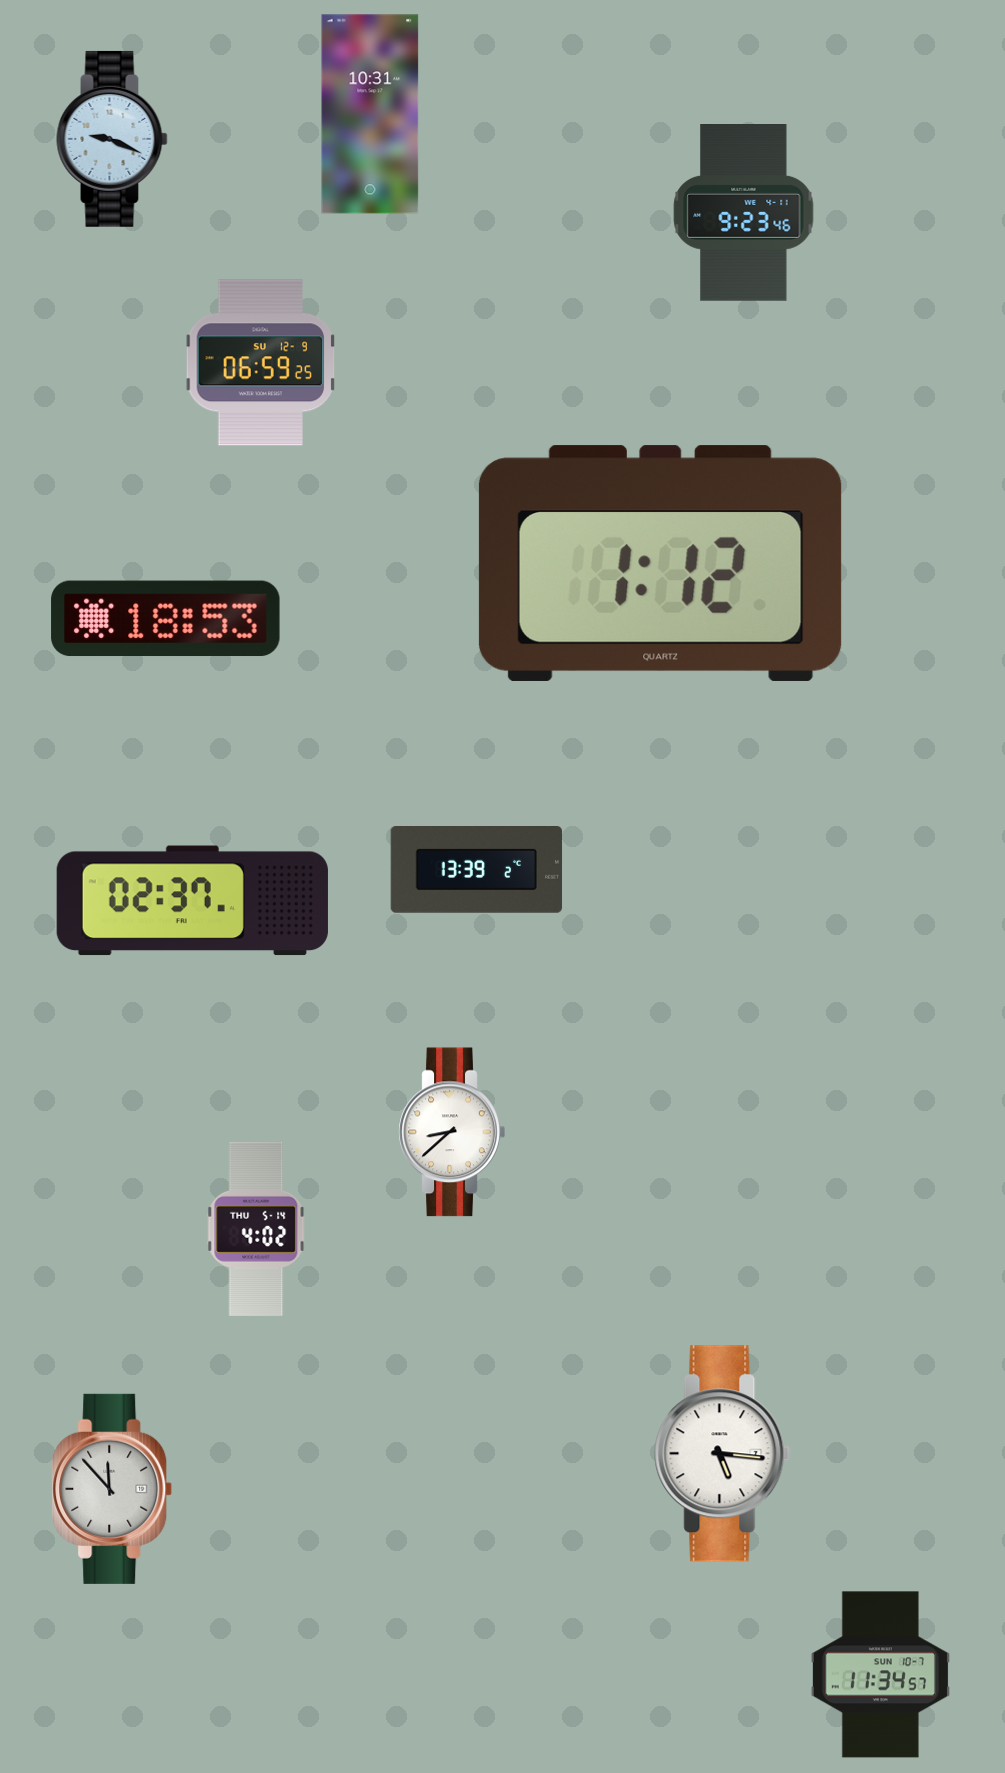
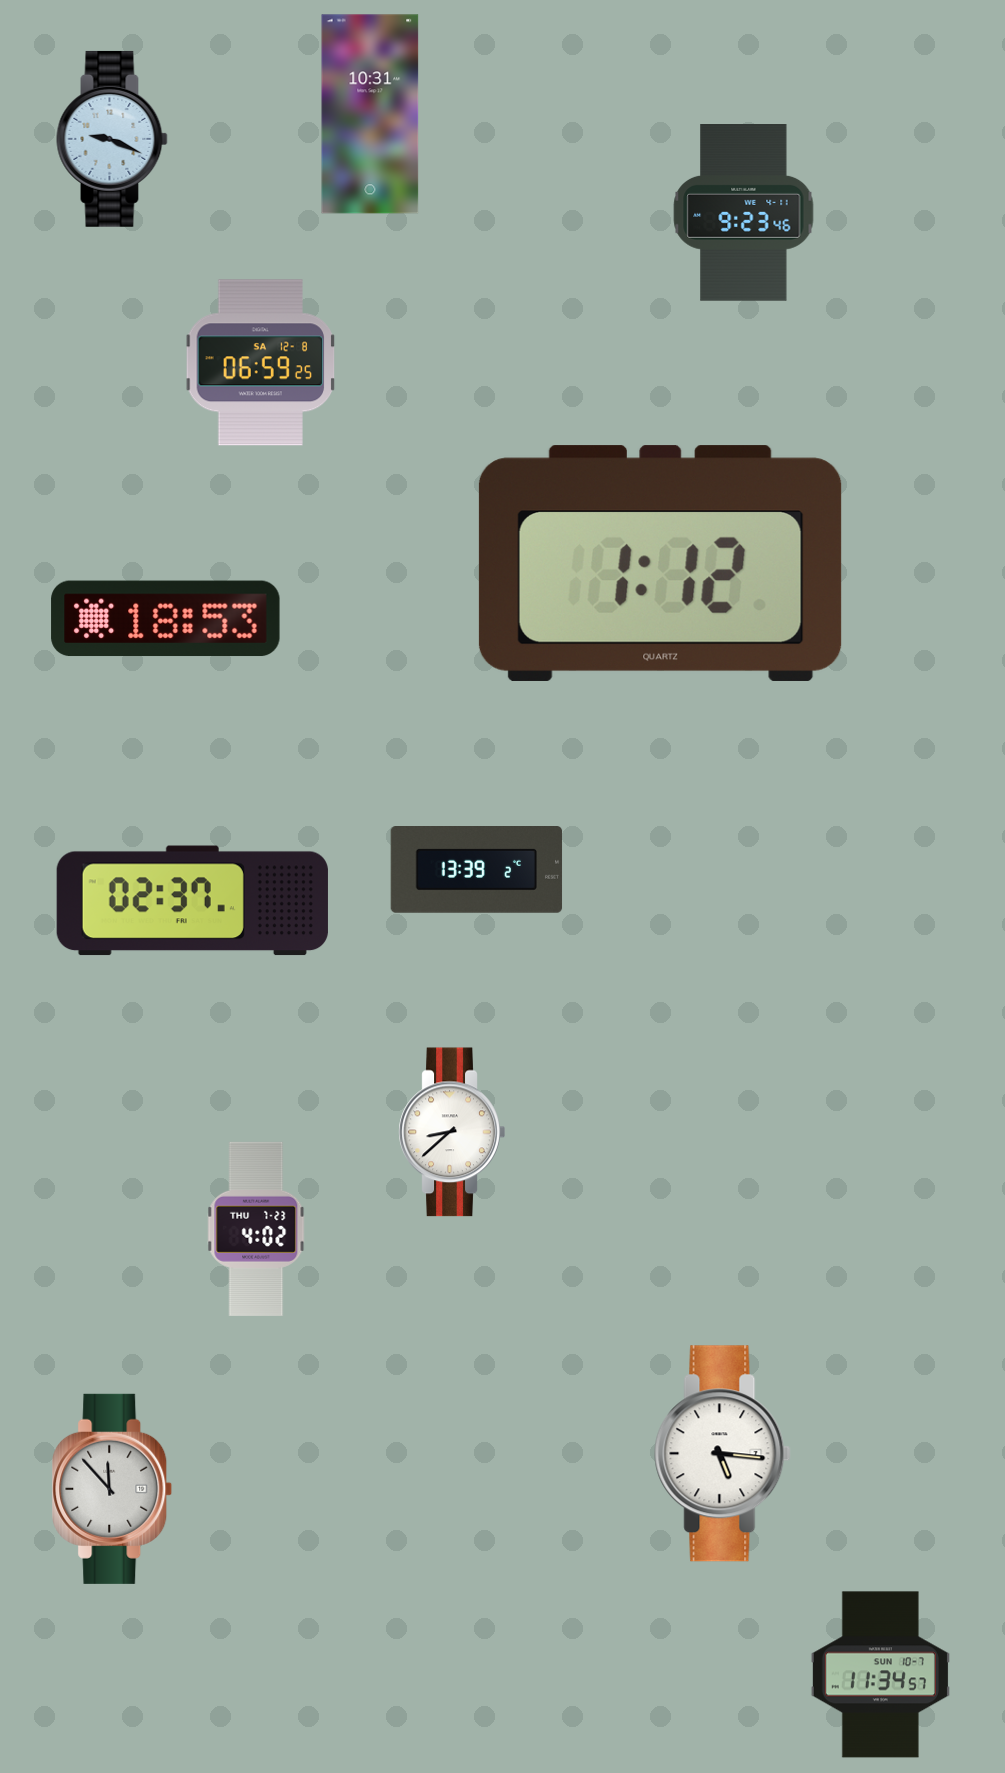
clock at (261, 363) date: SU 12-9 -> SA 12-8
clock at (256, 1229) date: THU 5-14 -> THU 7-23
